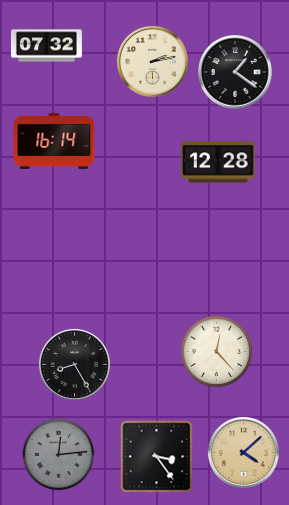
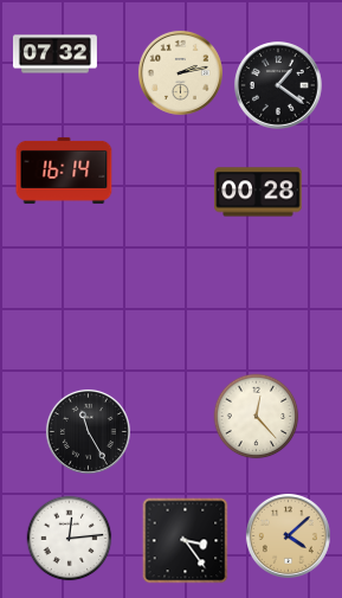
clock at (54, 141) position: (54, 141) -> (64, 171)
clock at (218, 162): 12:28 -> 00:28
clock at (74, 364): 8:25 -> 11:25
clock at (59, 455) dial: grey -> white
